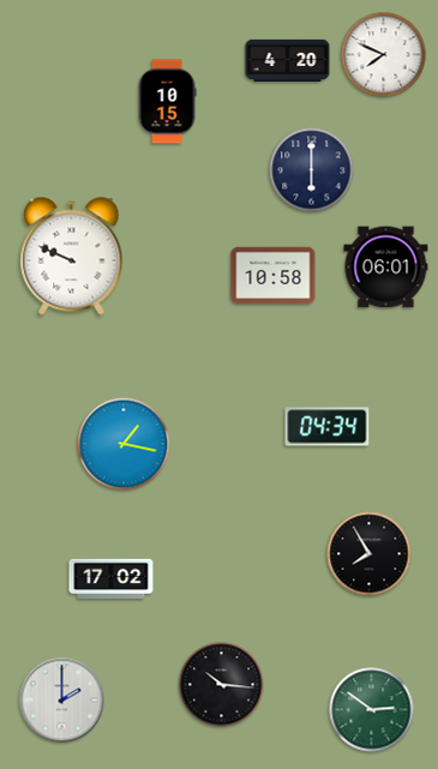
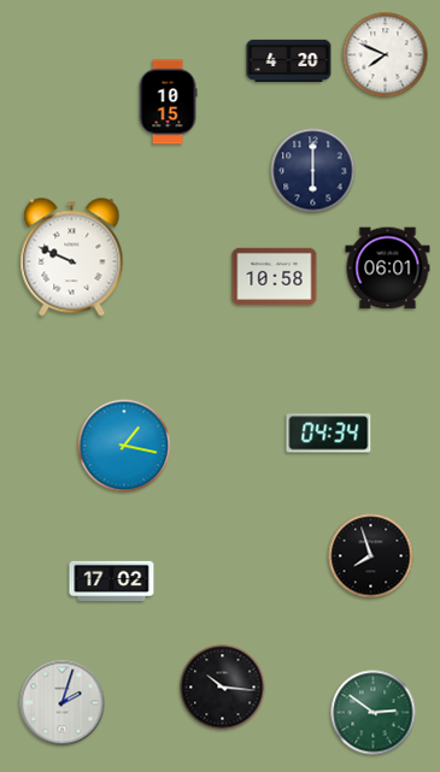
clock at (328, 427) position: (328, 427) -> (329, 434)
clock at (370, 554): 7:55 -> 7:57
clock at (62, 701): 2:00 -> 2:03
